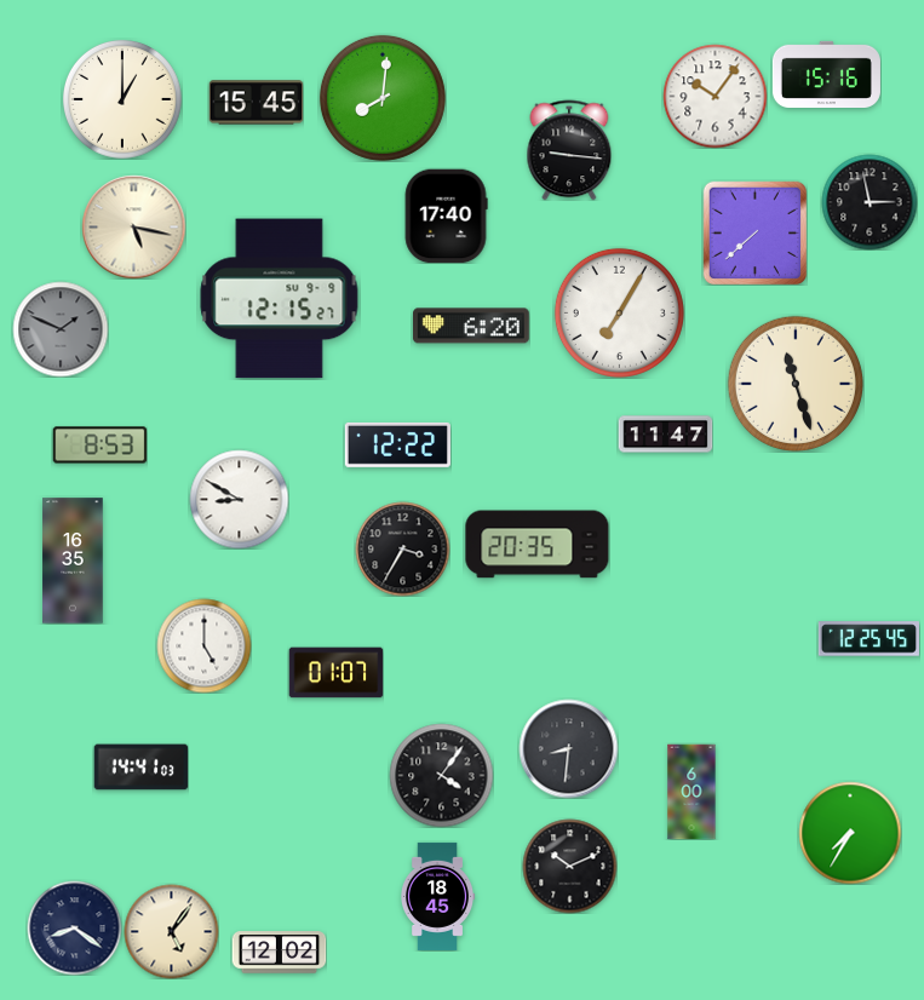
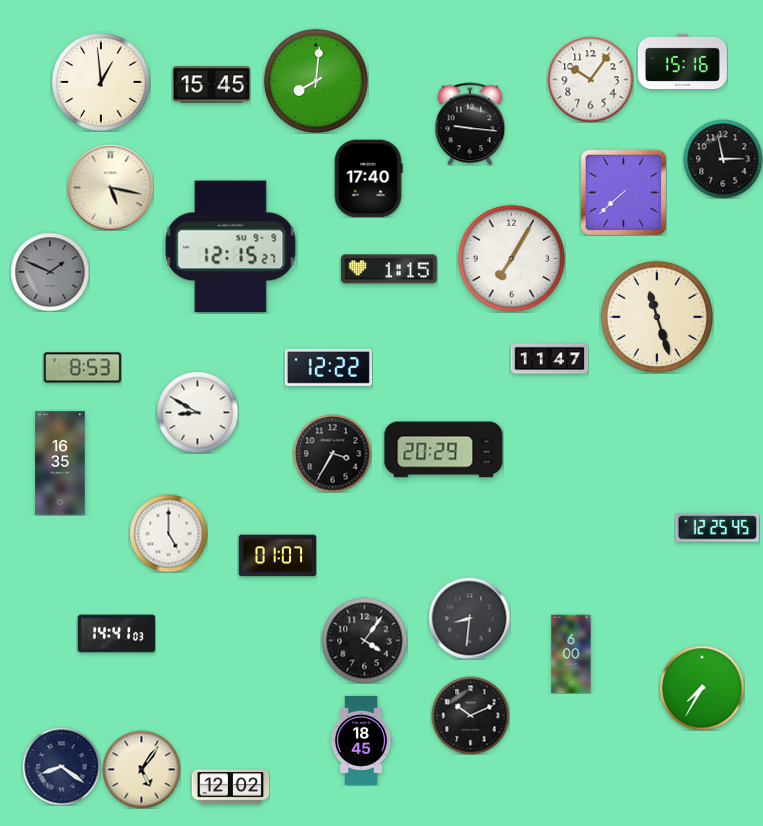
clock at (124, 100): 1:00 -> 12:59
clock at (870, 202) position: (870, 202) -> (723, 159)
clock at (472, 326): 6:20 -> 1:15
clock at (538, 545): 20:35 -> 20:29
